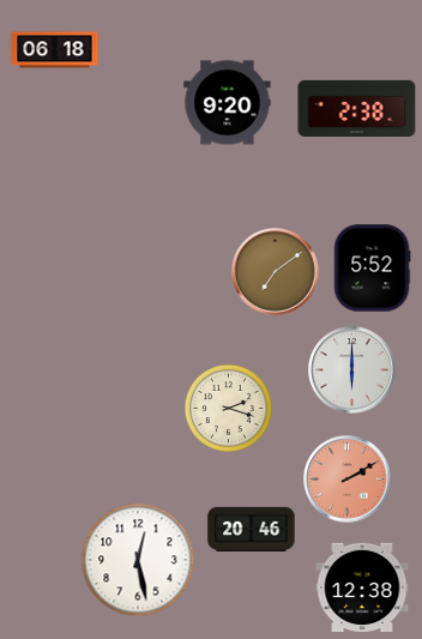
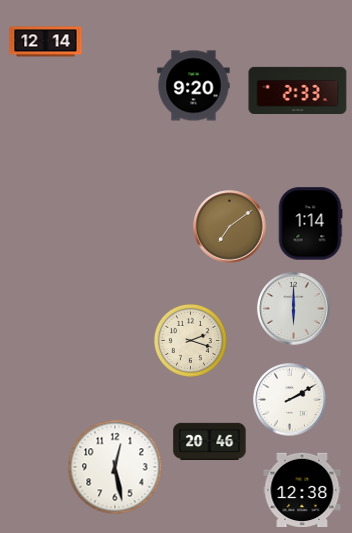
clock at (55, 50): 06:18 -> 12:14
clock at (228, 103) position: (228, 103) -> (194, 86)
clock at (357, 108): 2:38 -> 2:33
clock at (372, 269): 5:52 -> 1:14
clock at (348, 480) dial: salmon -> white
